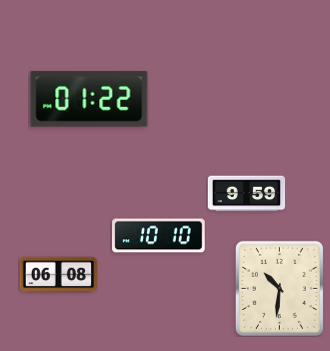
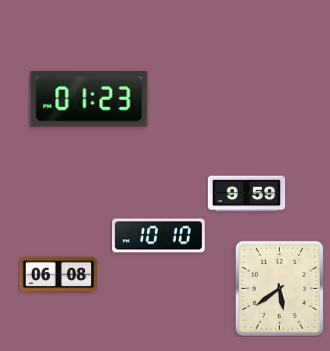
clock at (89, 99): 01:22 -> 01:23
clock at (279, 288): 10:31 -> 5:39
